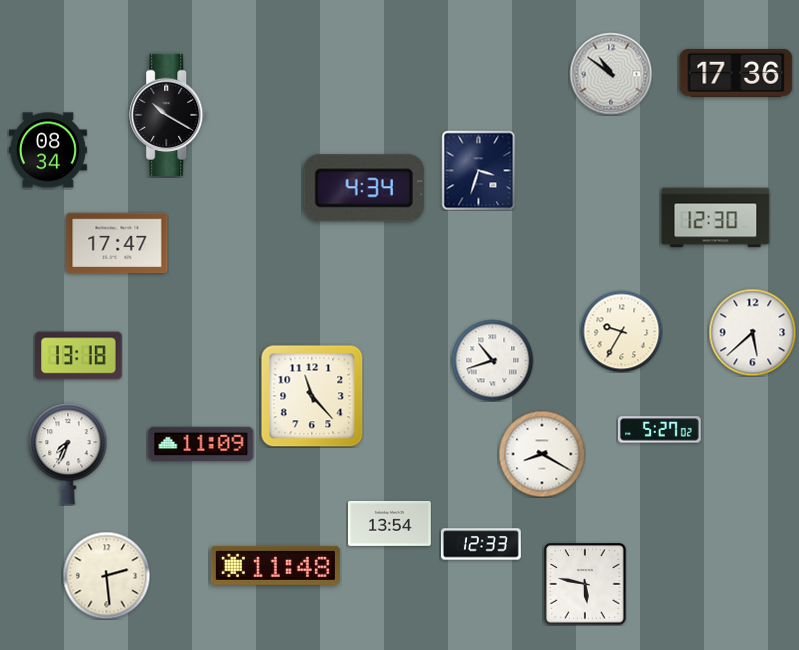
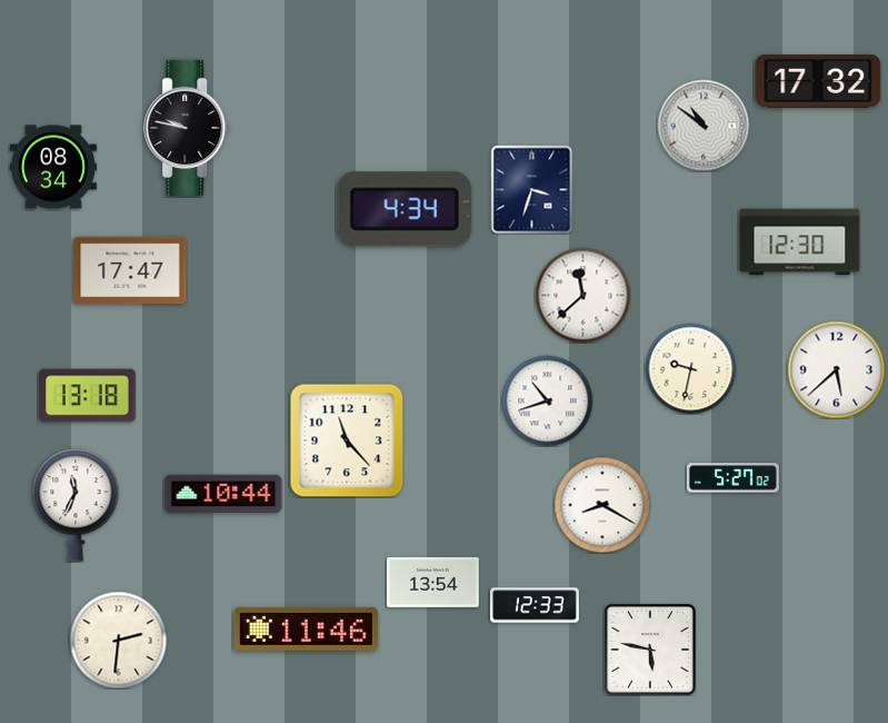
clock at (736, 73): 17:36 -> 17:32
clock at (611, 74) position: (611, 74) -> (704, 126)
clock at (169, 114): 10:20 -> 9:47
clock at (716, 218) position: (716, 218) -> (800, 242)
clock at (582, 295): none -> 11:38
clock at (621, 331): 9:35 -> 9:32
clock at (201, 443): 11:09 -> 10:44
clock at (68, 454): 7:34 -> 11:34
clock at (275, 565): 11:48 -> 11:46
clock at (106, 575): 2:29 -> 2:31
